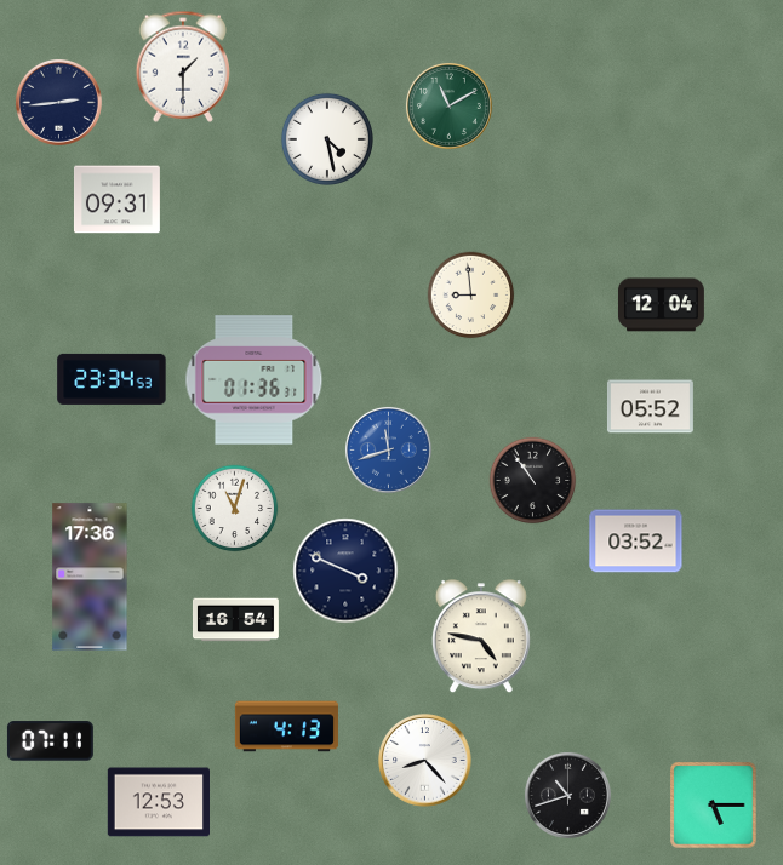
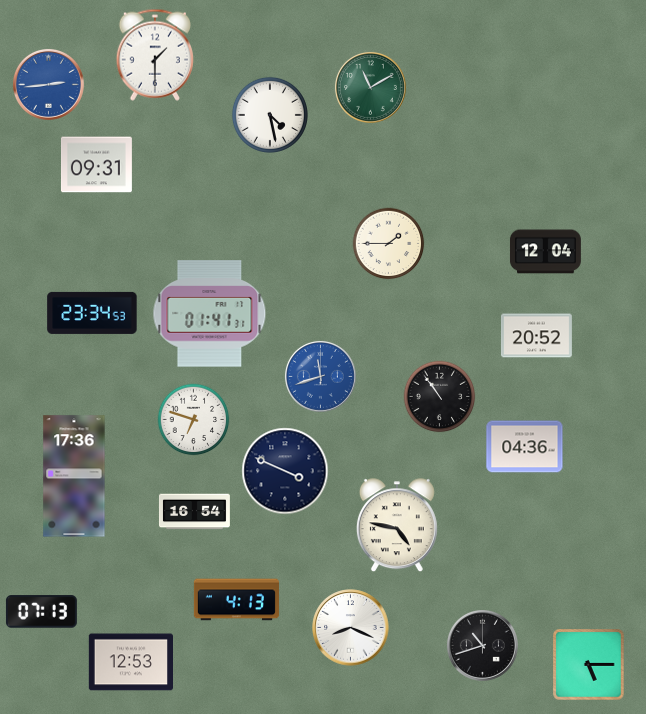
clock at (183, 67) position: (183, 67) -> (155, 55)
clock at (58, 102) dial: navy -> blue
clock at (471, 296): 8:59 -> 1:45
clock at (255, 380): 01:36 -> 01:41
clock at (650, 407): 05:52 -> 20:52
clock at (388, 449) position: (388, 449) -> (320, 376)
clock at (235, 509): 11:03 -> 6:48
clock at (636, 542): 03:52 -> 04:36
clock at (50, 741): 07:11 -> 07:13
clock at (425, 761): 8:23 -> 8:19
clock at (567, 795) position: (567, 795) -> (482, 645)
